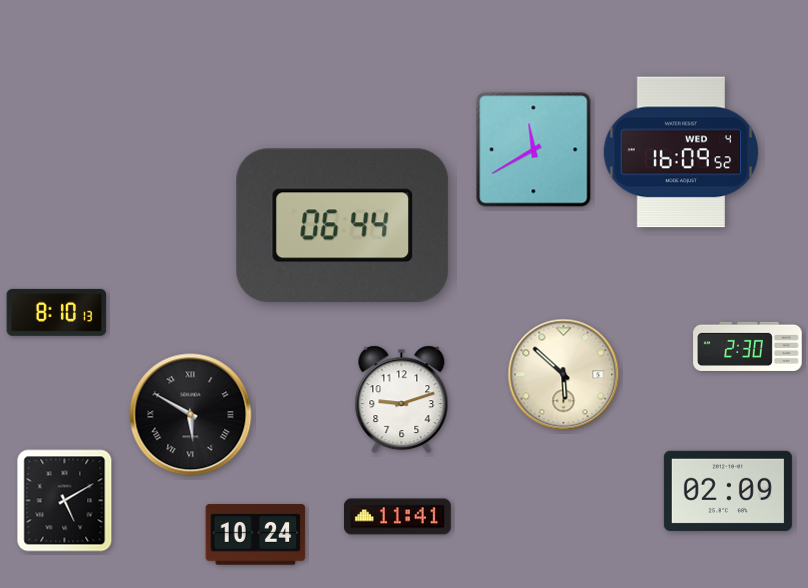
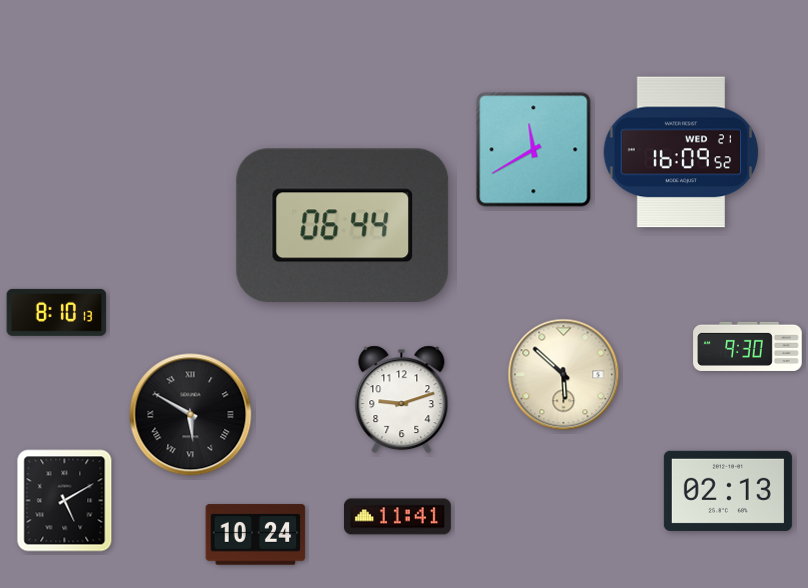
clock at (681, 152) date: WED 4 -> WED 21
clock at (748, 346): 2:30 -> 9:30
clock at (728, 491): 02:09 -> 02:13
